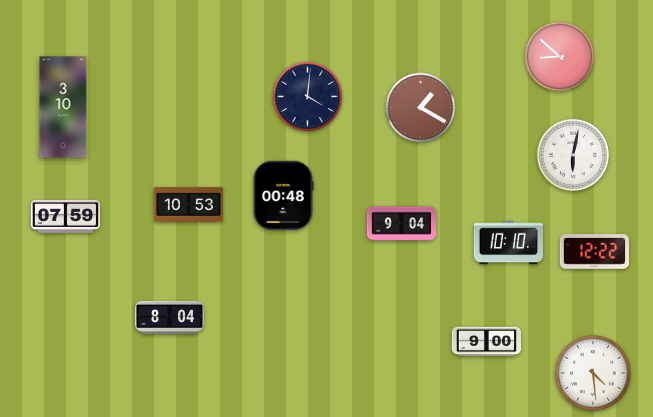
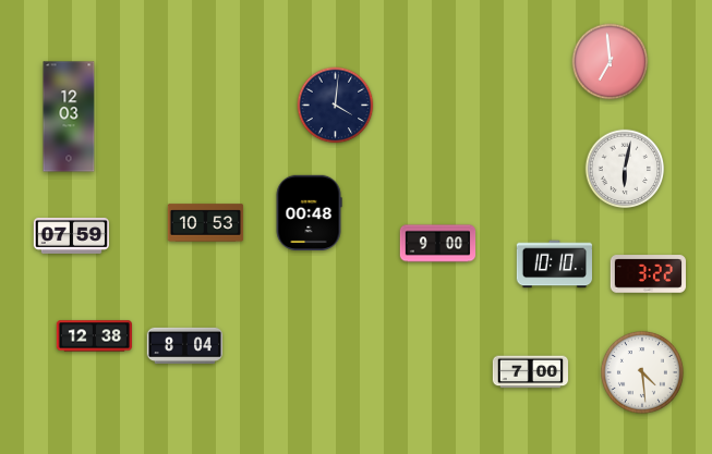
clock at (560, 57): 8:52 -> 6:59
clock at (63, 107): 3:10 -> 12:03
clock at (421, 108): 1:20 -> none
clock at (402, 224): 9:04 -> 9:00
clock at (594, 252): 12:22 -> 3:22
clock at (95, 336): none -> 12:38
clock at (487, 342): 9:00 -> 7:00
clock at (593, 373) position: (593, 373) -> (642, 372)
